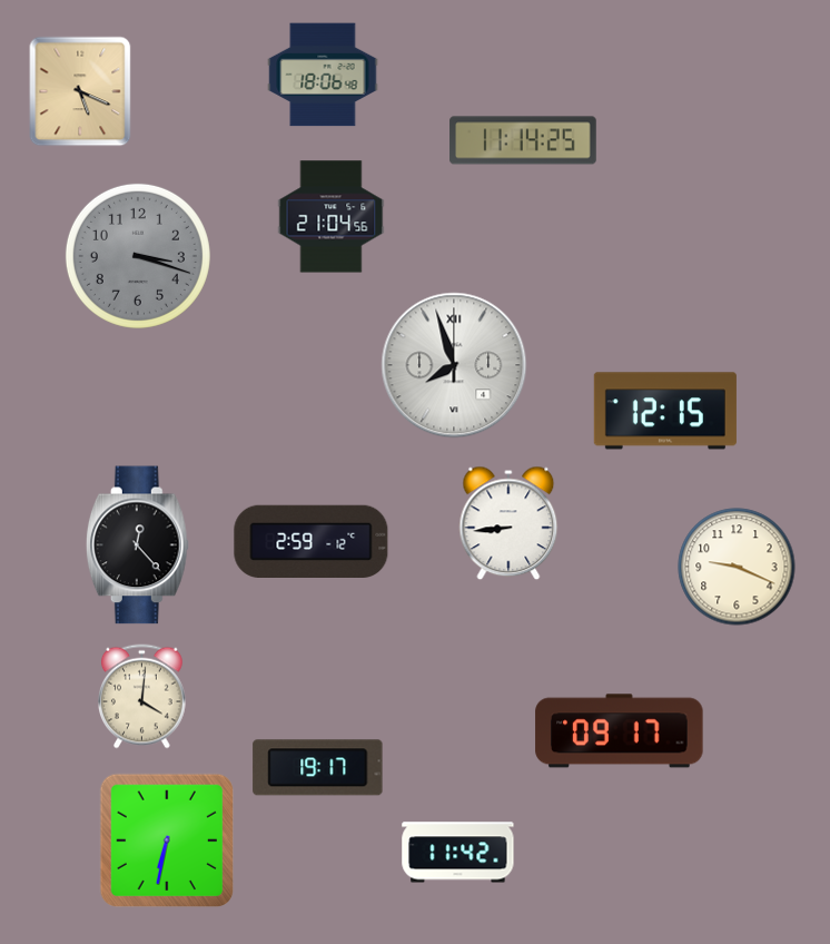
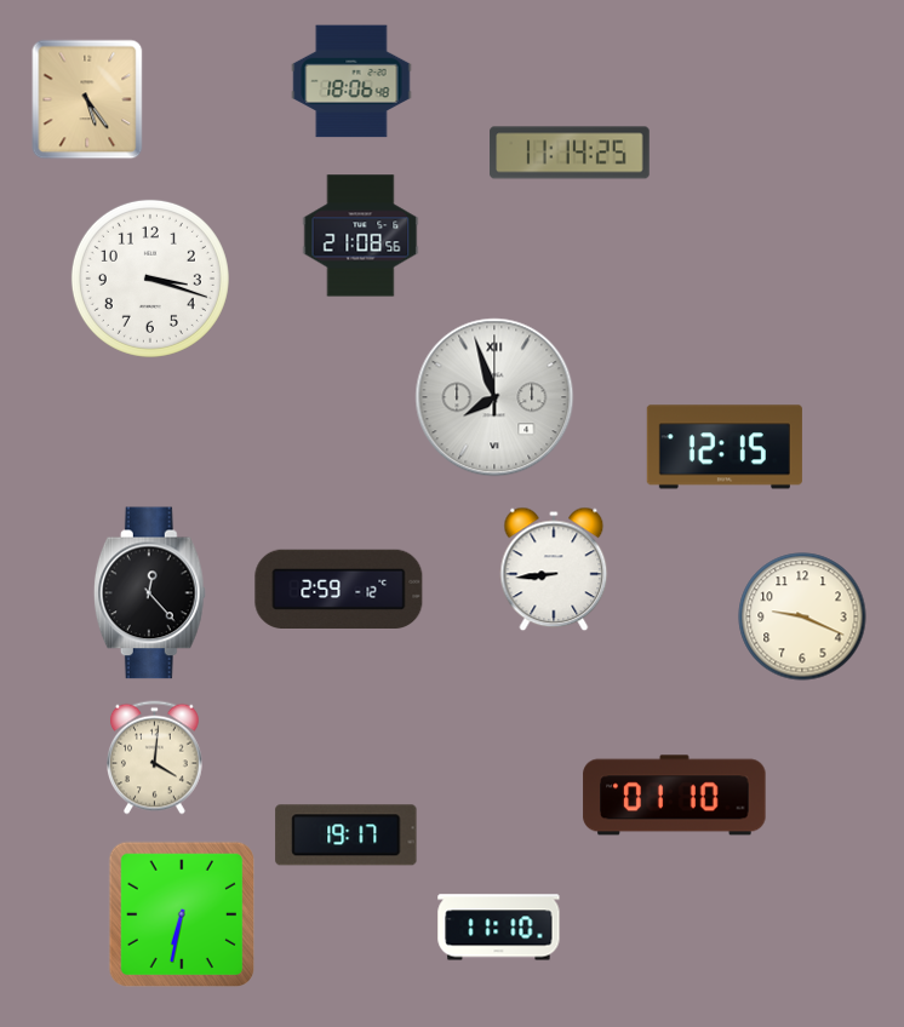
clock at (80, 91): 5:19 -> 5:24
clock at (332, 217): 21:04 -> 21:08
clock at (138, 256) dial: grey -> white
clock at (620, 731): 09:17 -> 01:10
clock at (458, 853): 11:42 -> 11:10
